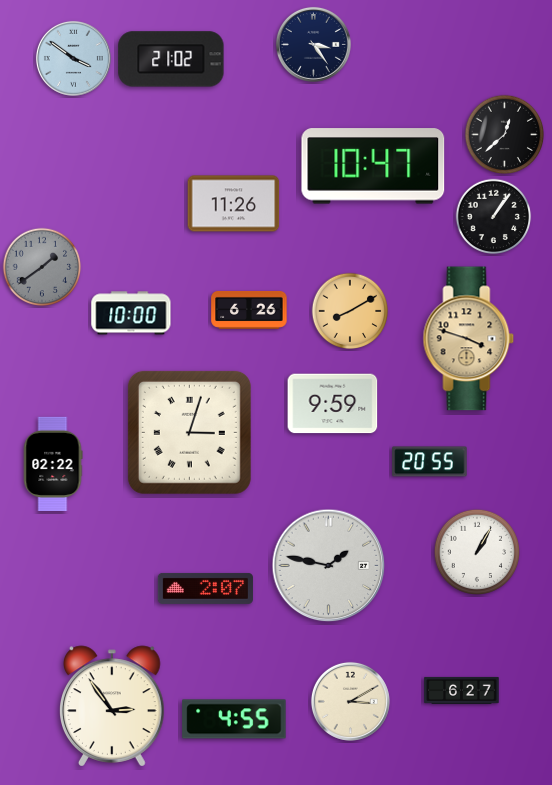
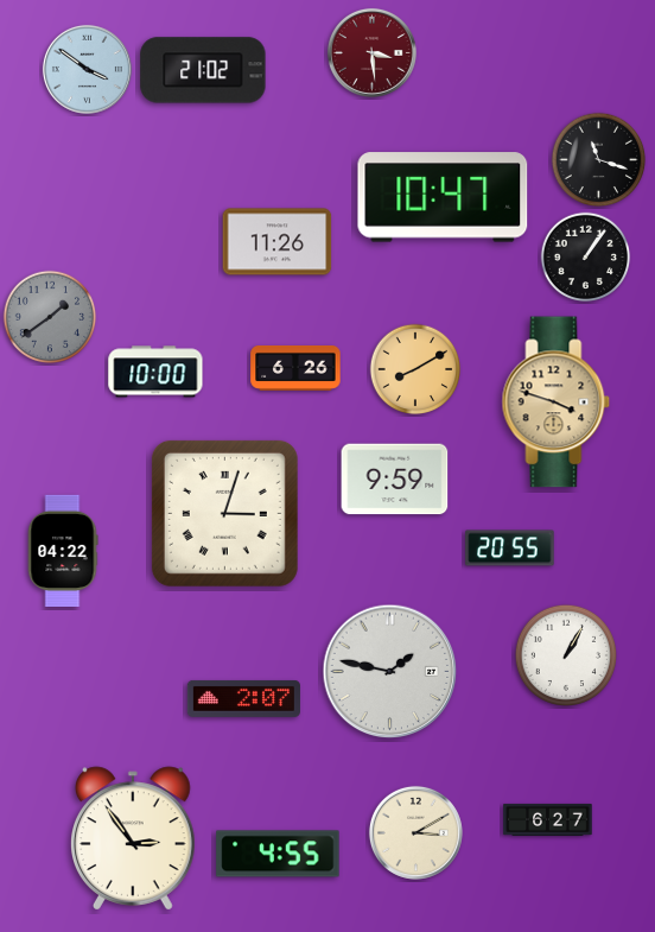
clock at (313, 44): 3:24 -> 3:29
clock at (313, 44) dial: navy -> burgundy
clock at (505, 135): 12:38 -> 11:18
clock at (53, 463): 02:22 -> 04:22
